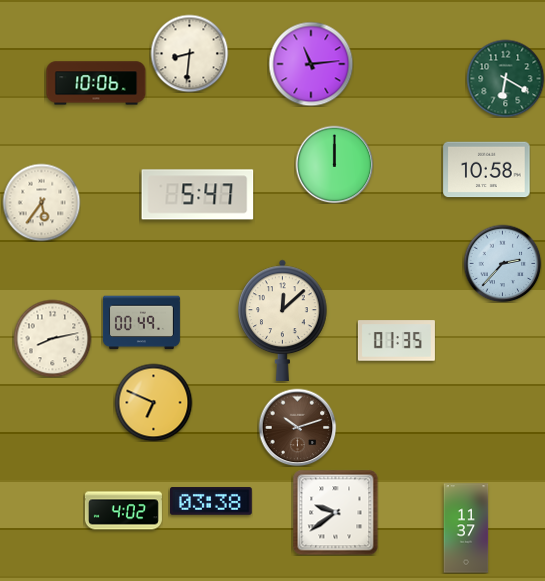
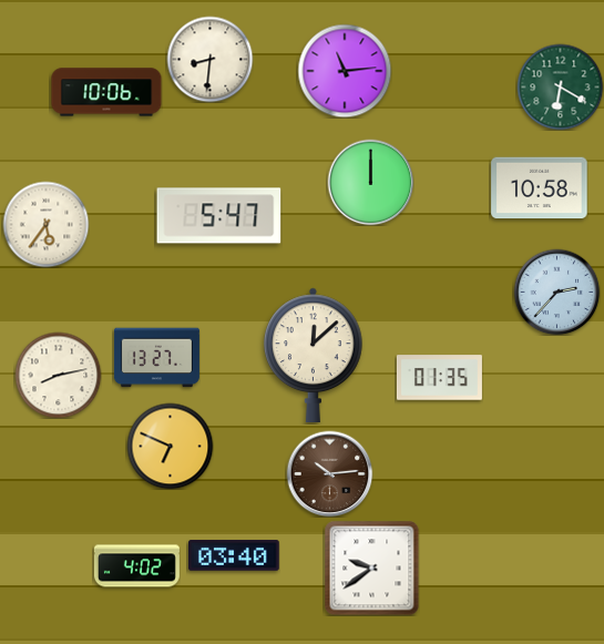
clock at (141, 323): 00:49 -> 13:27
clock at (297, 427): 10:12 -> 10:14
clock at (212, 501): 03:38 -> 03:40
clock at (466, 528): 11:37 -> none
